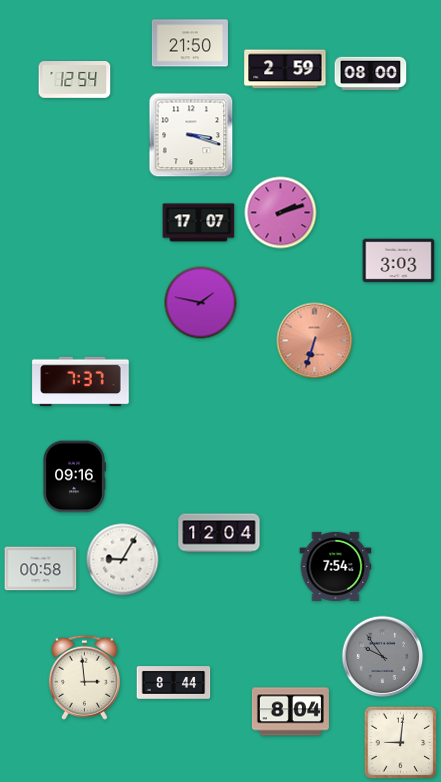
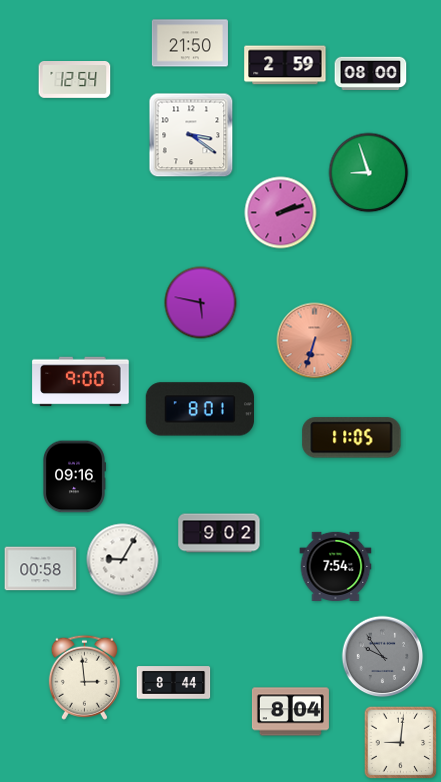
clock at (285, 69) position: (285, 69) -> (285, 65)
clock at (191, 135): 3:18 -> 3:21
clock at (369, 173): none -> 8:57
clock at (199, 223): 17:07 -> none
clock at (399, 261): 3:03 -> none
clock at (201, 303): 1:47 -> 5:47
clock at (81, 382): 7:37 -> 9:00
clock at (200, 409): none -> 8:01
clock at (352, 438): none -> 11:05
clock at (219, 533): 12:04 -> 9:02
